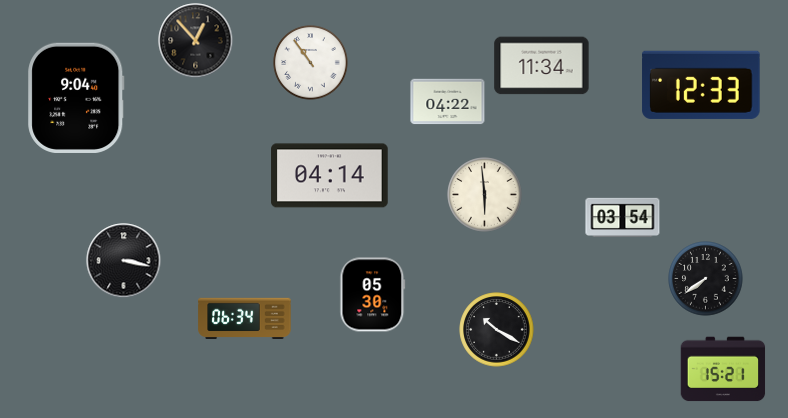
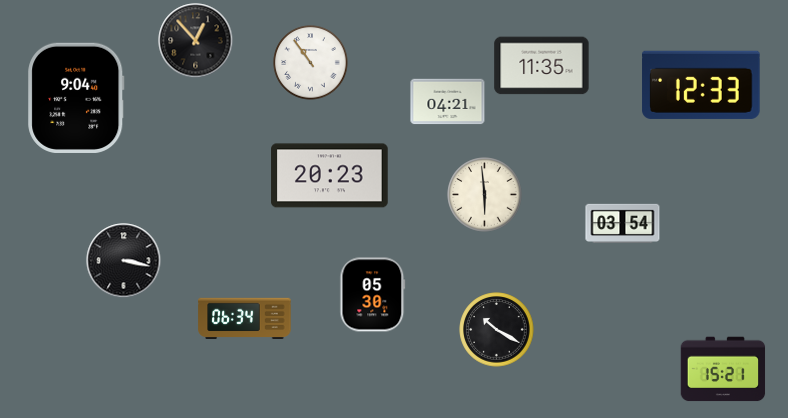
clock at (542, 66): 11:34 -> 11:35
clock at (448, 102): 04:22 -> 04:21
clock at (330, 176): 04:14 -> 20:23
clock at (623, 217) position: (623, 217) -> (623, 223)
clock at (706, 279): 7:39 -> none
